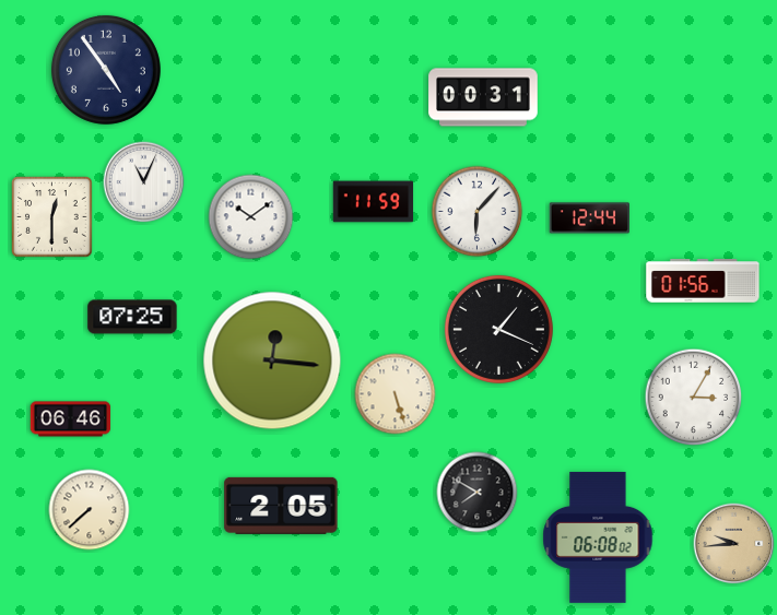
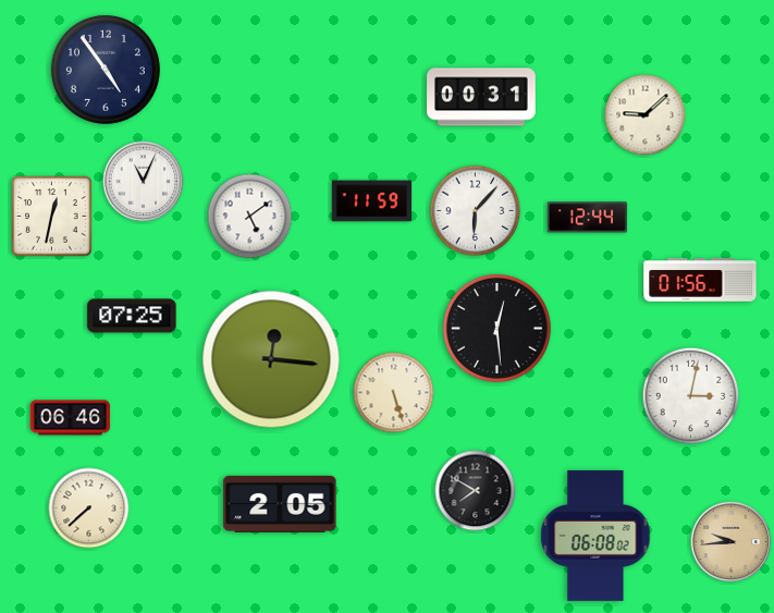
clock at (646, 115): none -> 9:08
clock at (52, 217): 12:30 -> 12:32
clock at (251, 217): 10:09 -> 5:09
clock at (498, 329): 1:19 -> 12:29
clock at (694, 398): 3:05 -> 3:02
